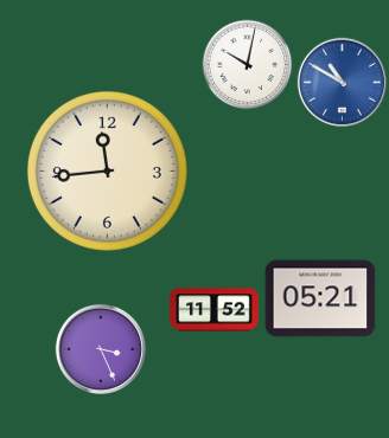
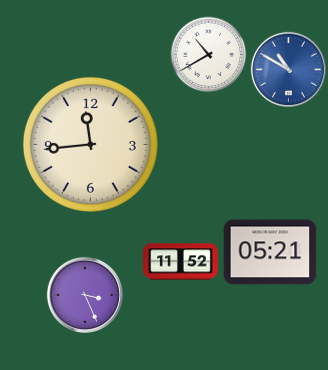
clock at (248, 65): 10:02 -> 10:40
